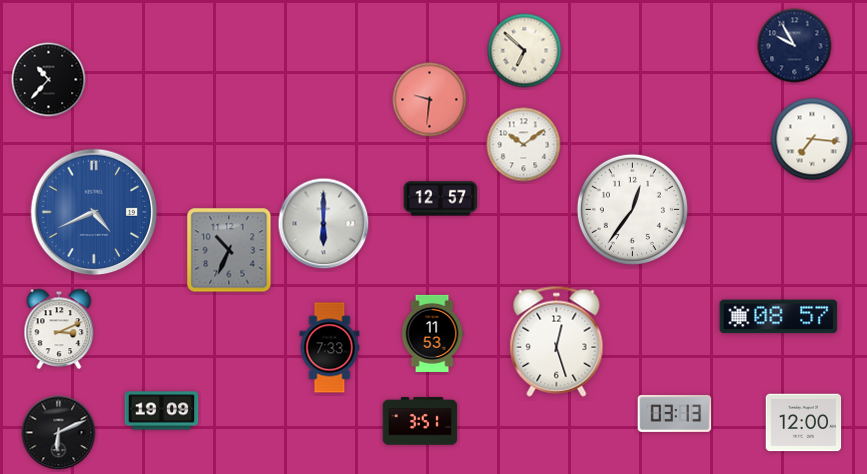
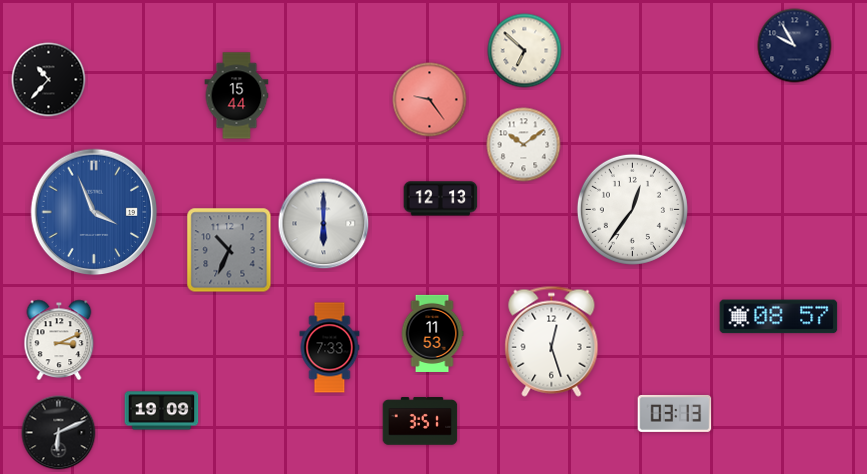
clock at (237, 96): none -> 15:44
clock at (430, 100): 9:31 -> 9:24
clock at (812, 139): 7:16 -> none
clock at (441, 199): 12:57 -> 12:13
clock at (94, 212): 4:41 -> 3:56
clock at (59, 329) position: (59, 329) -> (59, 340)
clock at (557, 341) position: (557, 341) -> (552, 341)
clock at (804, 423): 12:00 -> none
